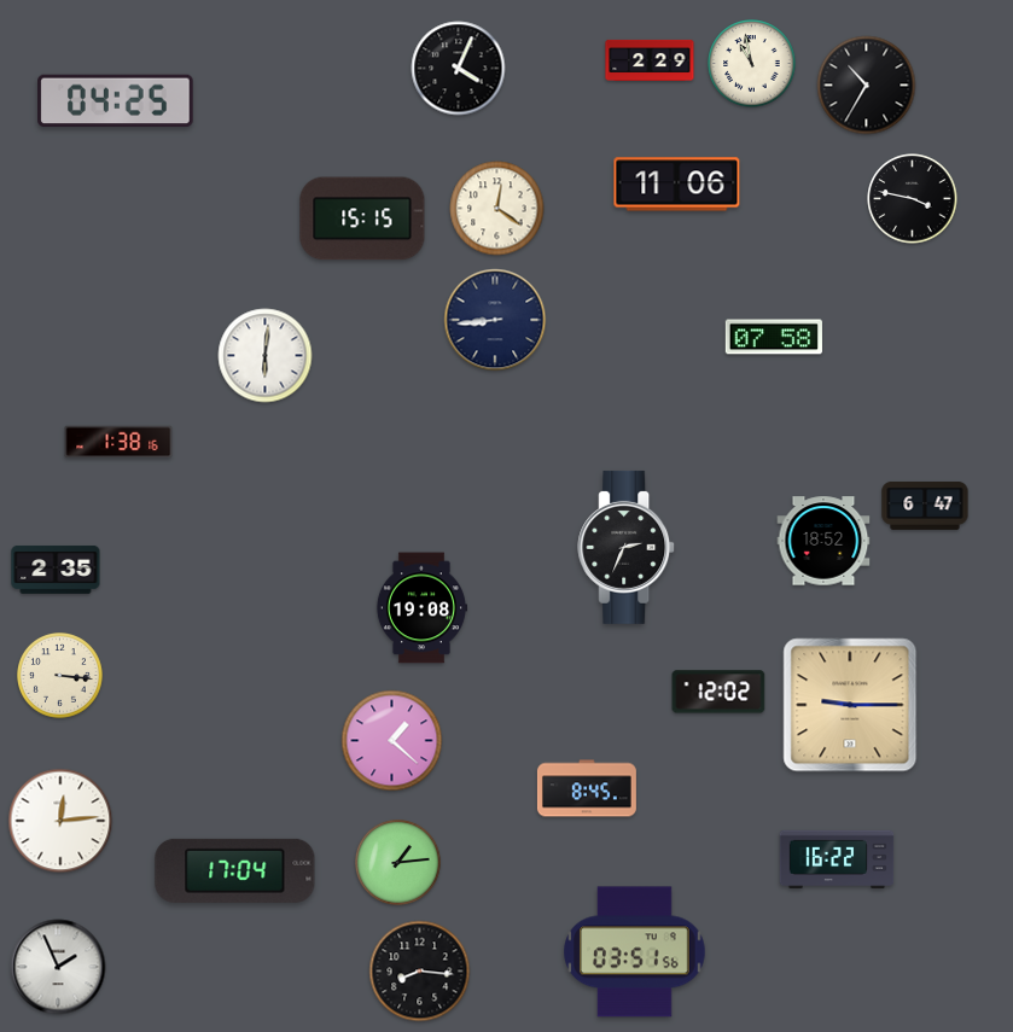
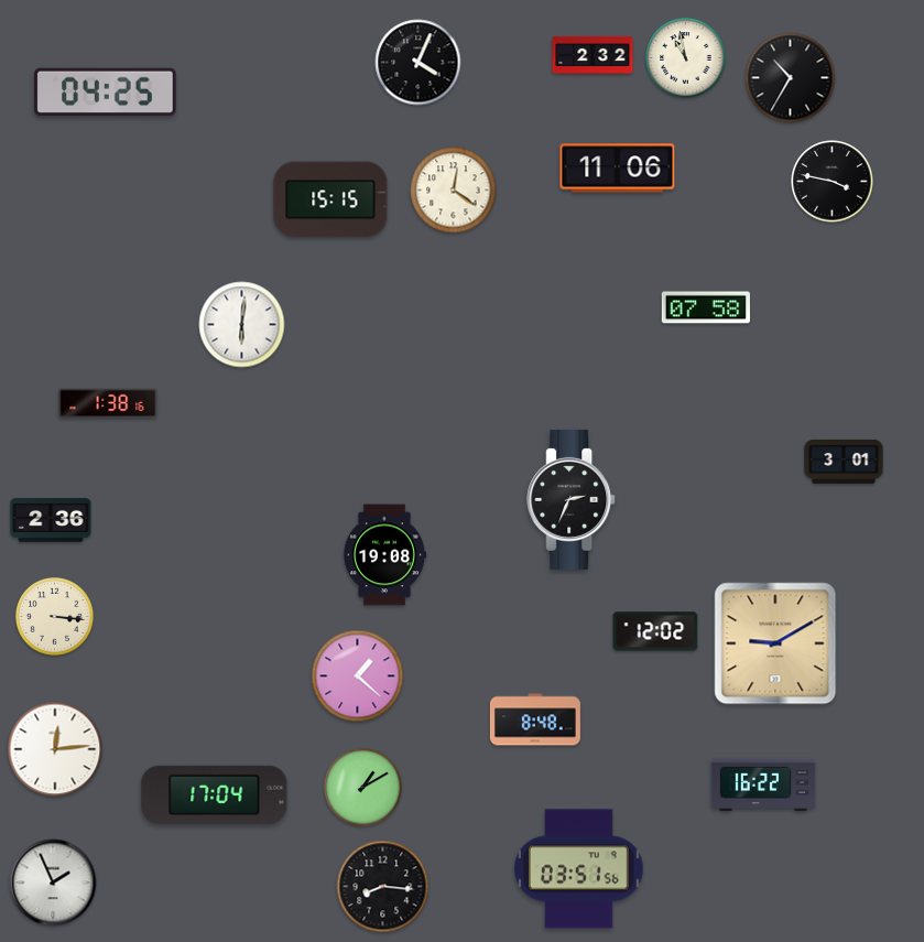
clock at (650, 60): 2:29 -> 2:32
clock at (495, 320): 8:44 -> none
clock at (925, 506): 6:47 -> 3:01
clock at (823, 541): 18:52 -> none
clock at (56, 570): 2:35 -> 2:36
clock at (850, 705): 9:15 -> 9:10
clock at (587, 788): 8:45 -> 8:48
clock at (398, 863): 1:14 -> 1:10
